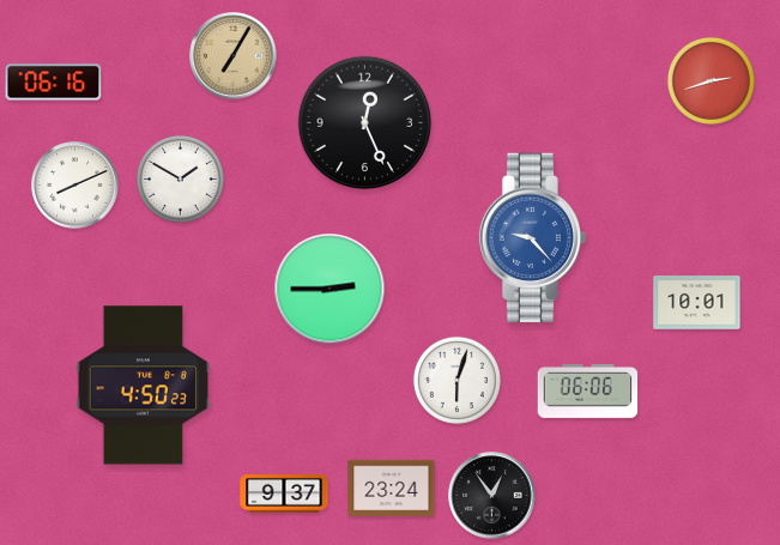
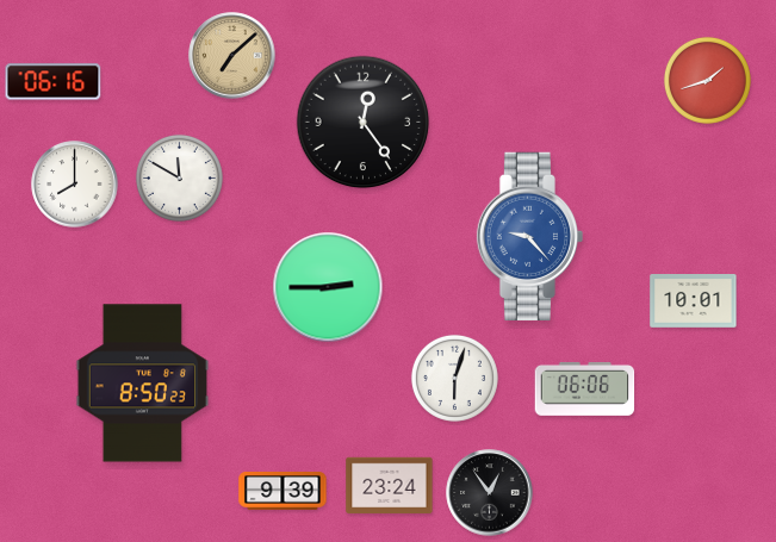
clock at (234, 56): 7:05 -> 7:08
clock at (711, 80): 2:42 -> 1:42
clock at (365, 123): 12:26 -> 12:24
clock at (180, 178): 1:50 -> 11:50
clock at (75, 186): 8:11 -> 8:00
clock at (144, 386): 4:50 -> 8:50
clock at (284, 495): 9:37 -> 9:39
